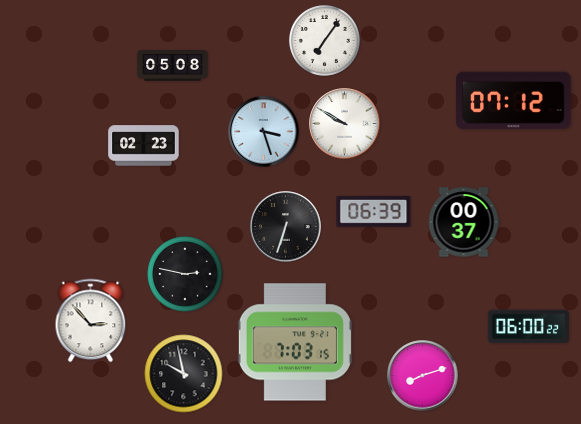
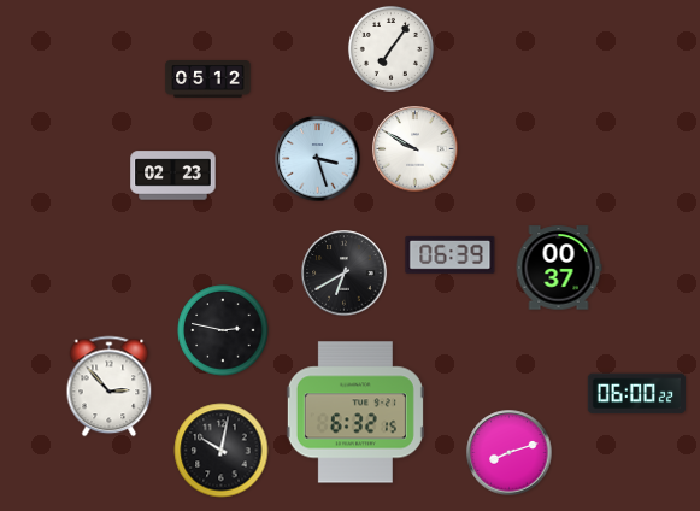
clock at (173, 66): 05:08 -> 05:12
clock at (514, 101): 07:12 -> none
clock at (286, 227): 6:33 -> 6:40
clock at (295, 342): 7:03 -> 6:32
clock at (184, 374): 9:58 -> 10:02
